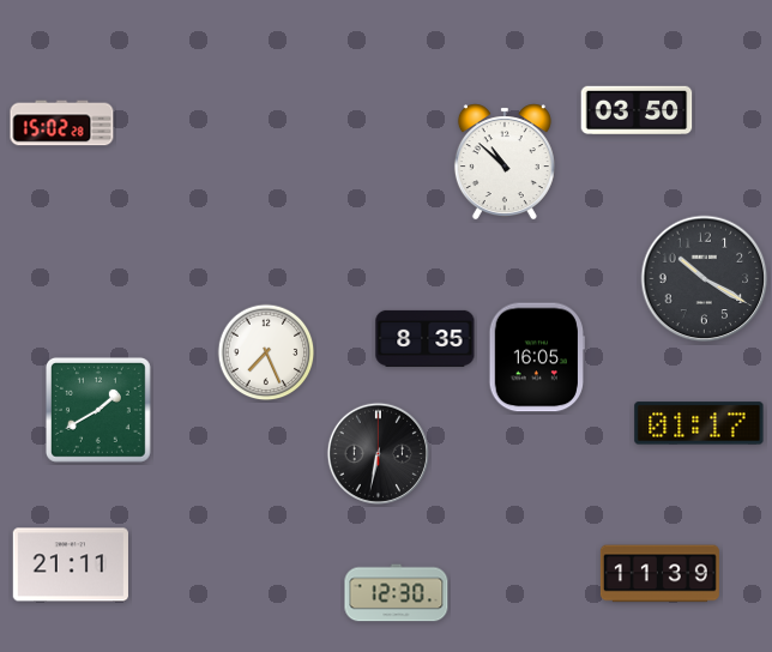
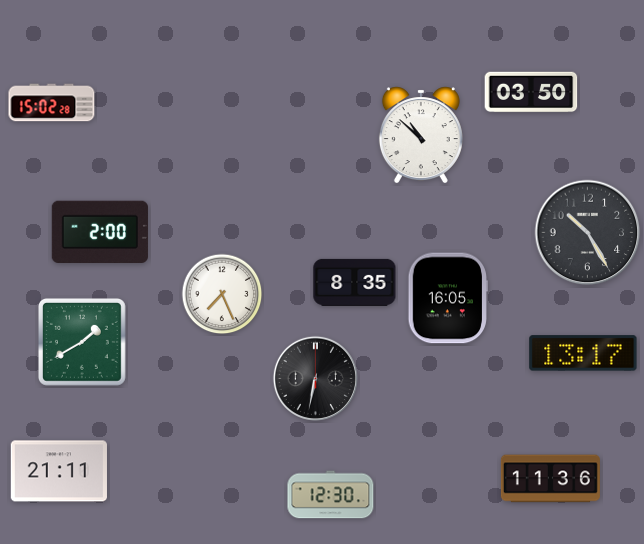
clock at (100, 231): none -> 2:00
clock at (705, 279): 10:20 -> 10:25
clock at (699, 423): 01:17 -> 13:17
clock at (659, 574): 11:39 -> 11:36
